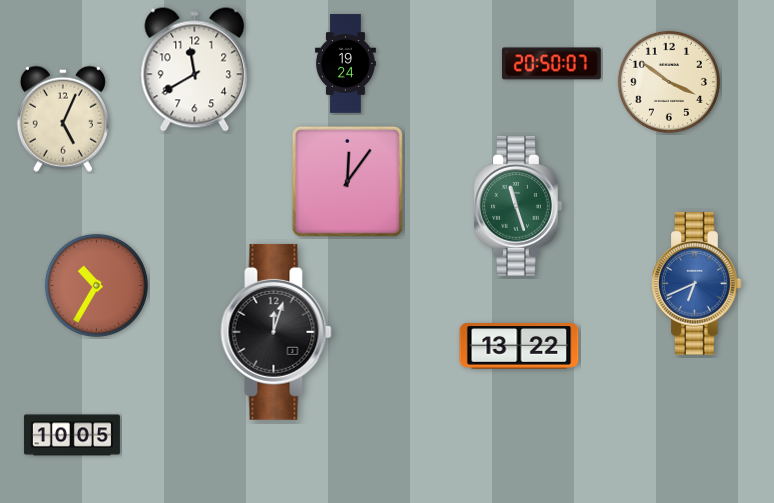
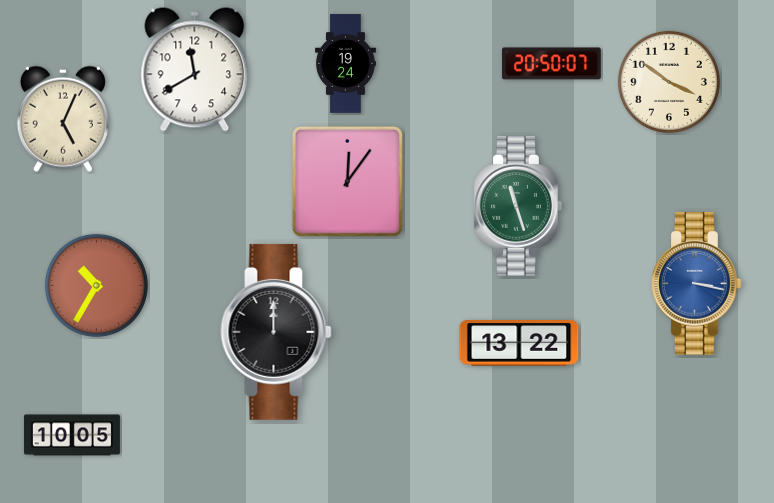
clock at (697, 284): 6:41 -> 3:17
clock at (276, 332): 12:03 -> 12:00
clock at (519, 346) position: (519, 346) -> (519, 343)
